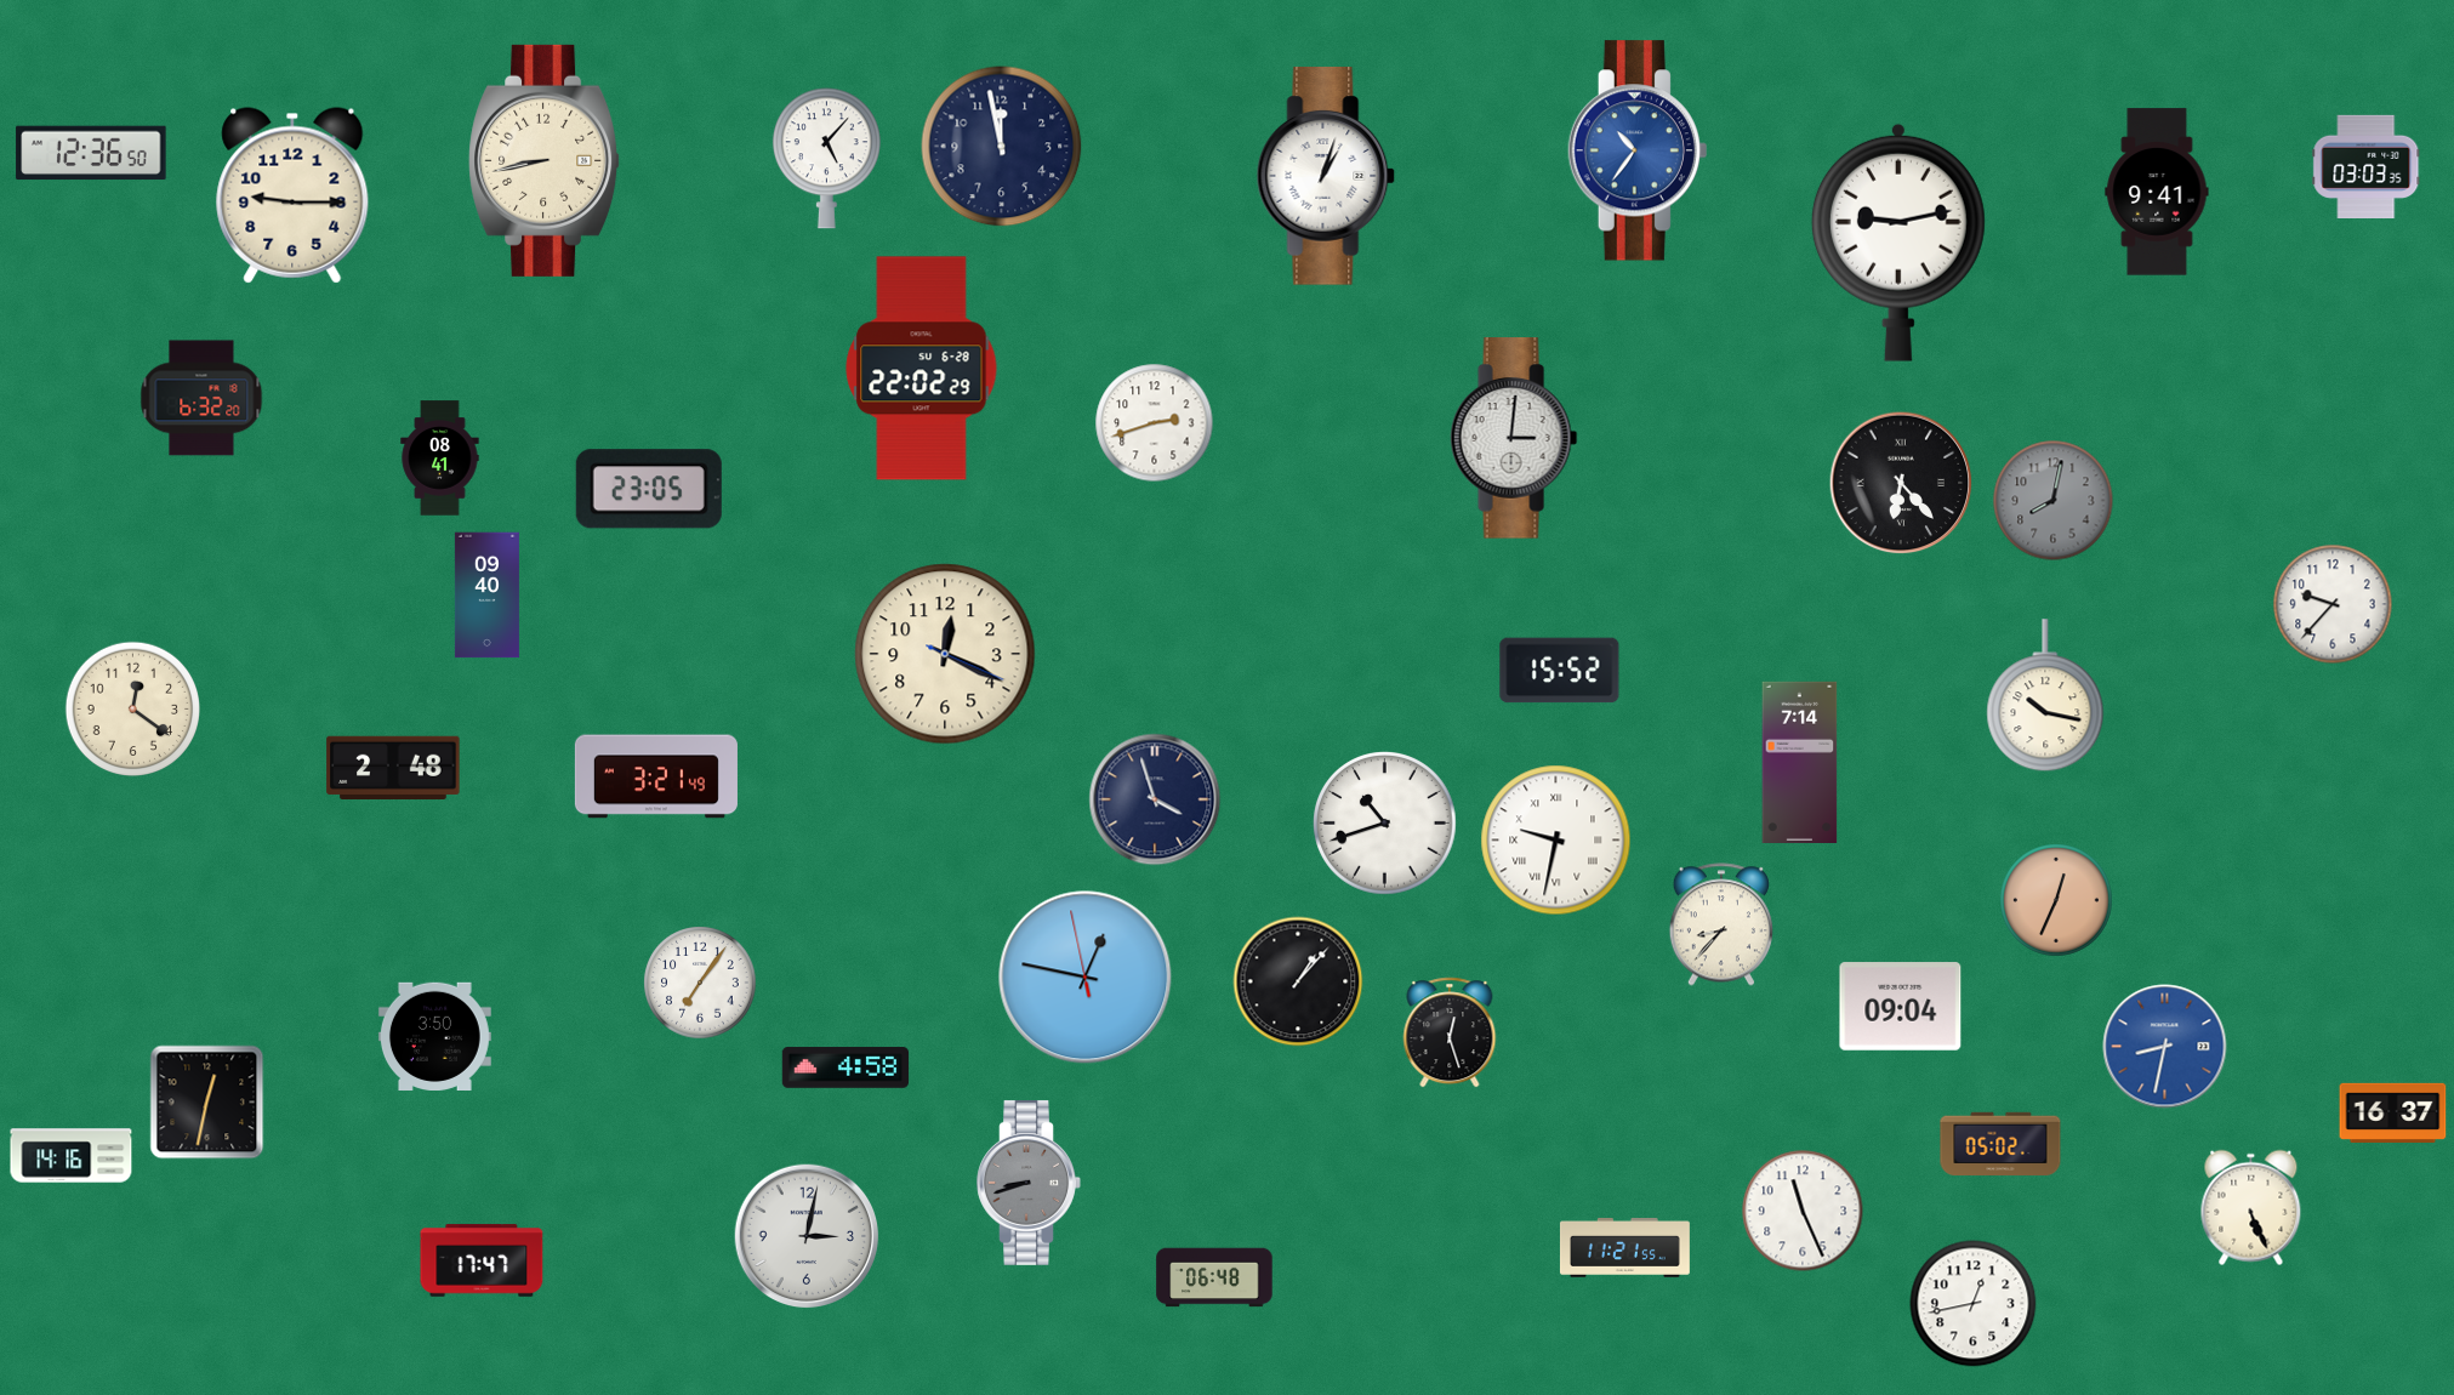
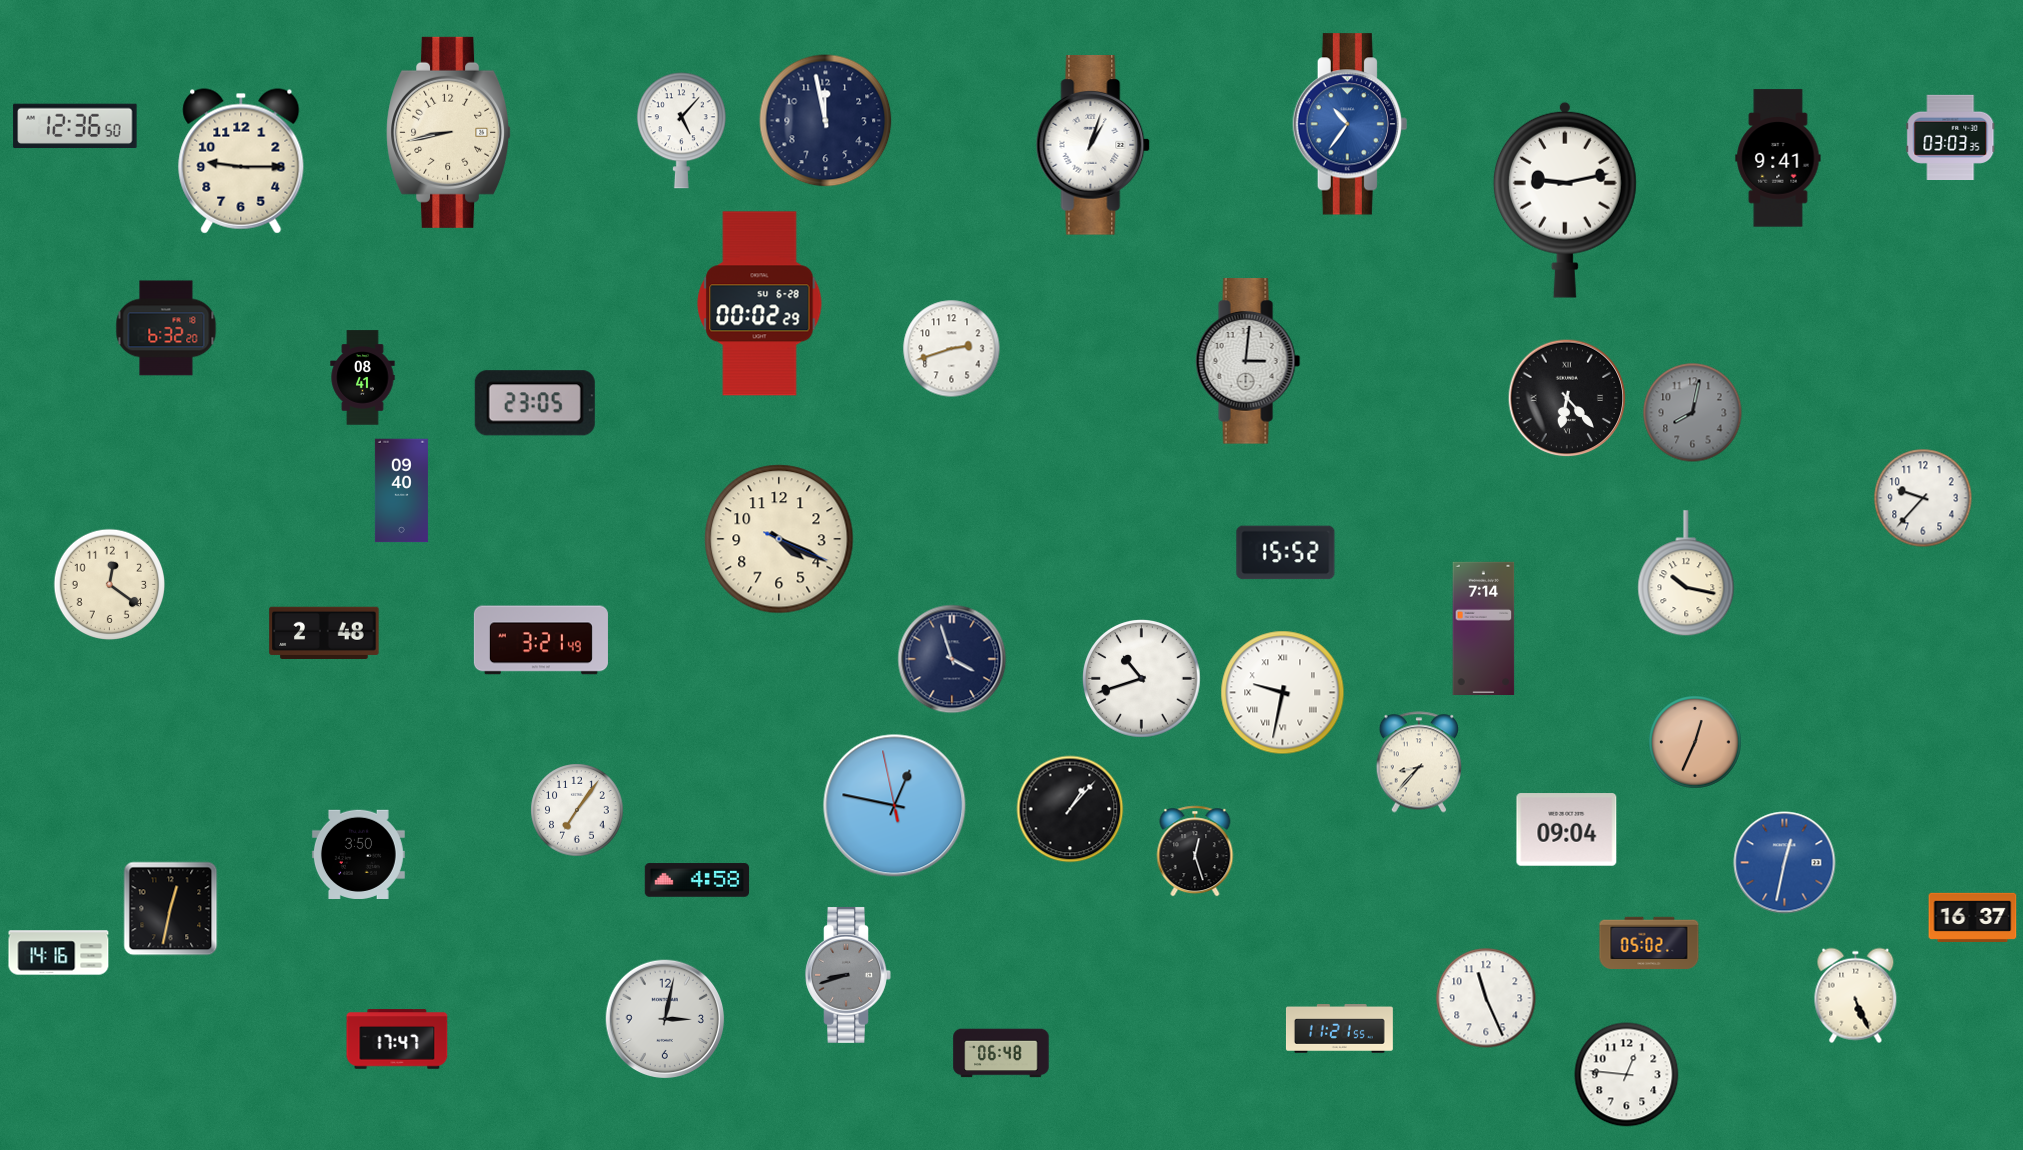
clock at (922, 369): 22:02 -> 00:02
clock at (945, 654): 12:19 -> 4:19
clock at (2165, 1047): 8:32 -> 12:32
clock at (1974, 1304): 12:43 -> 12:46
